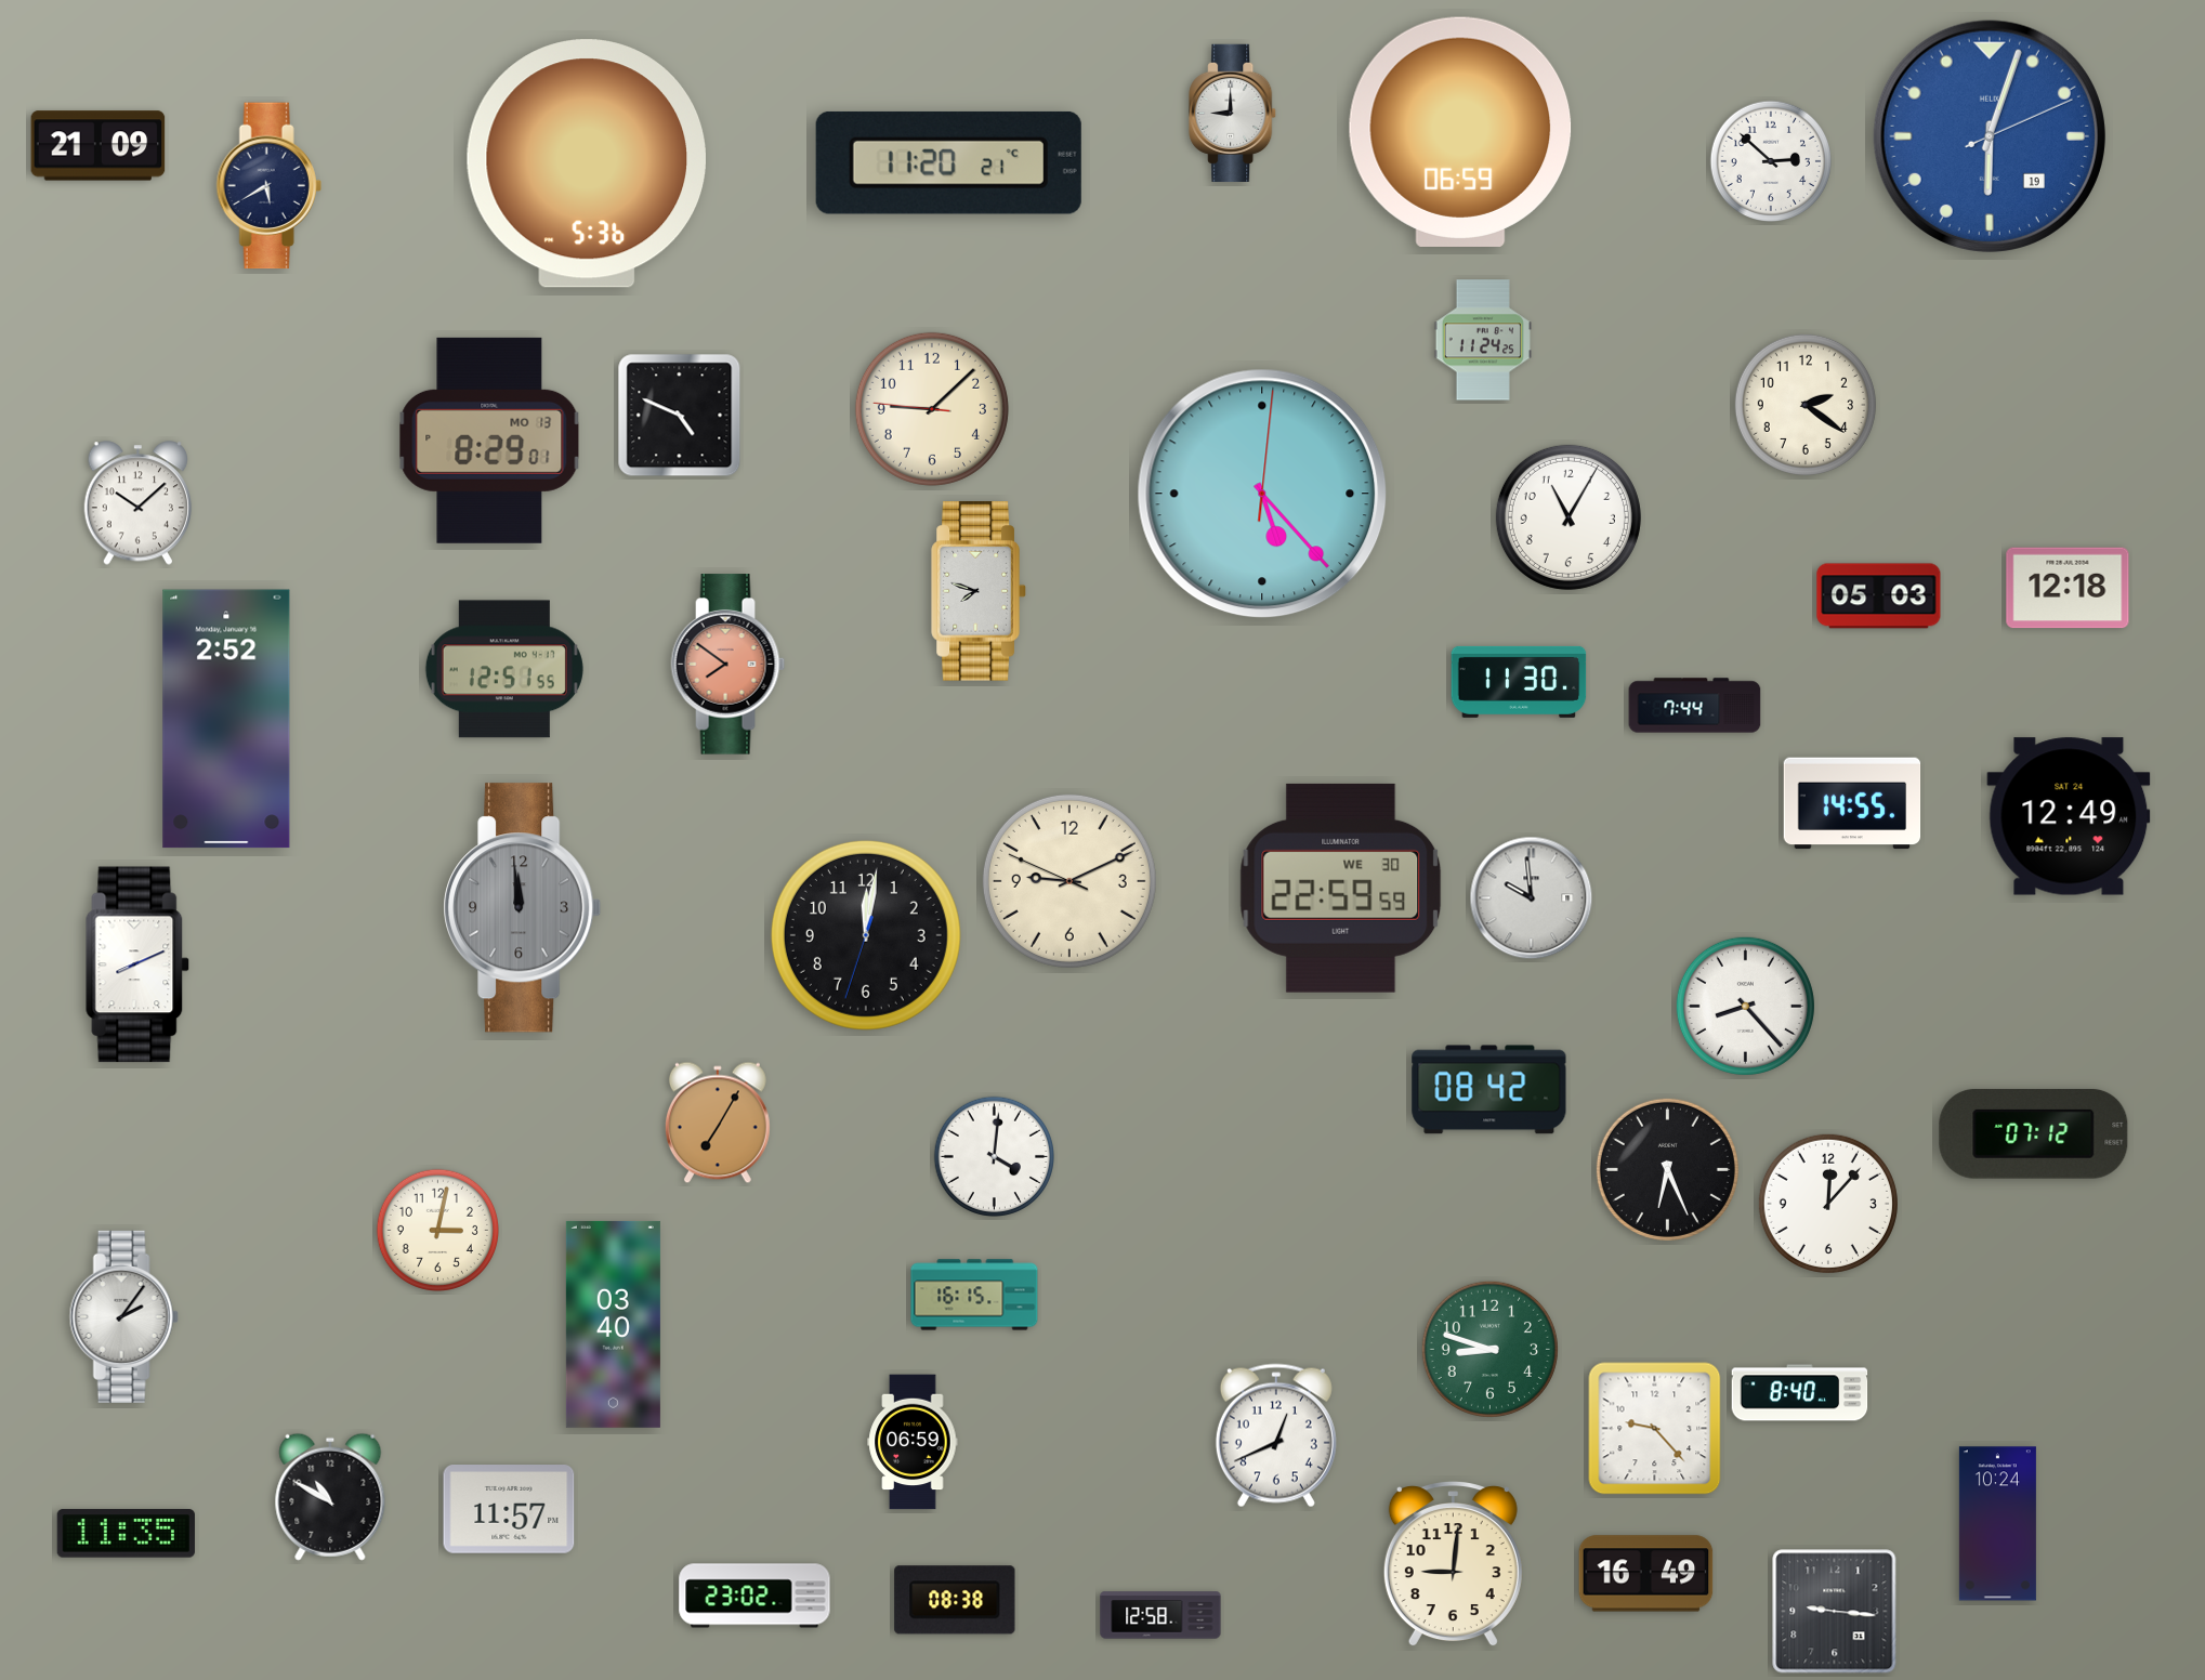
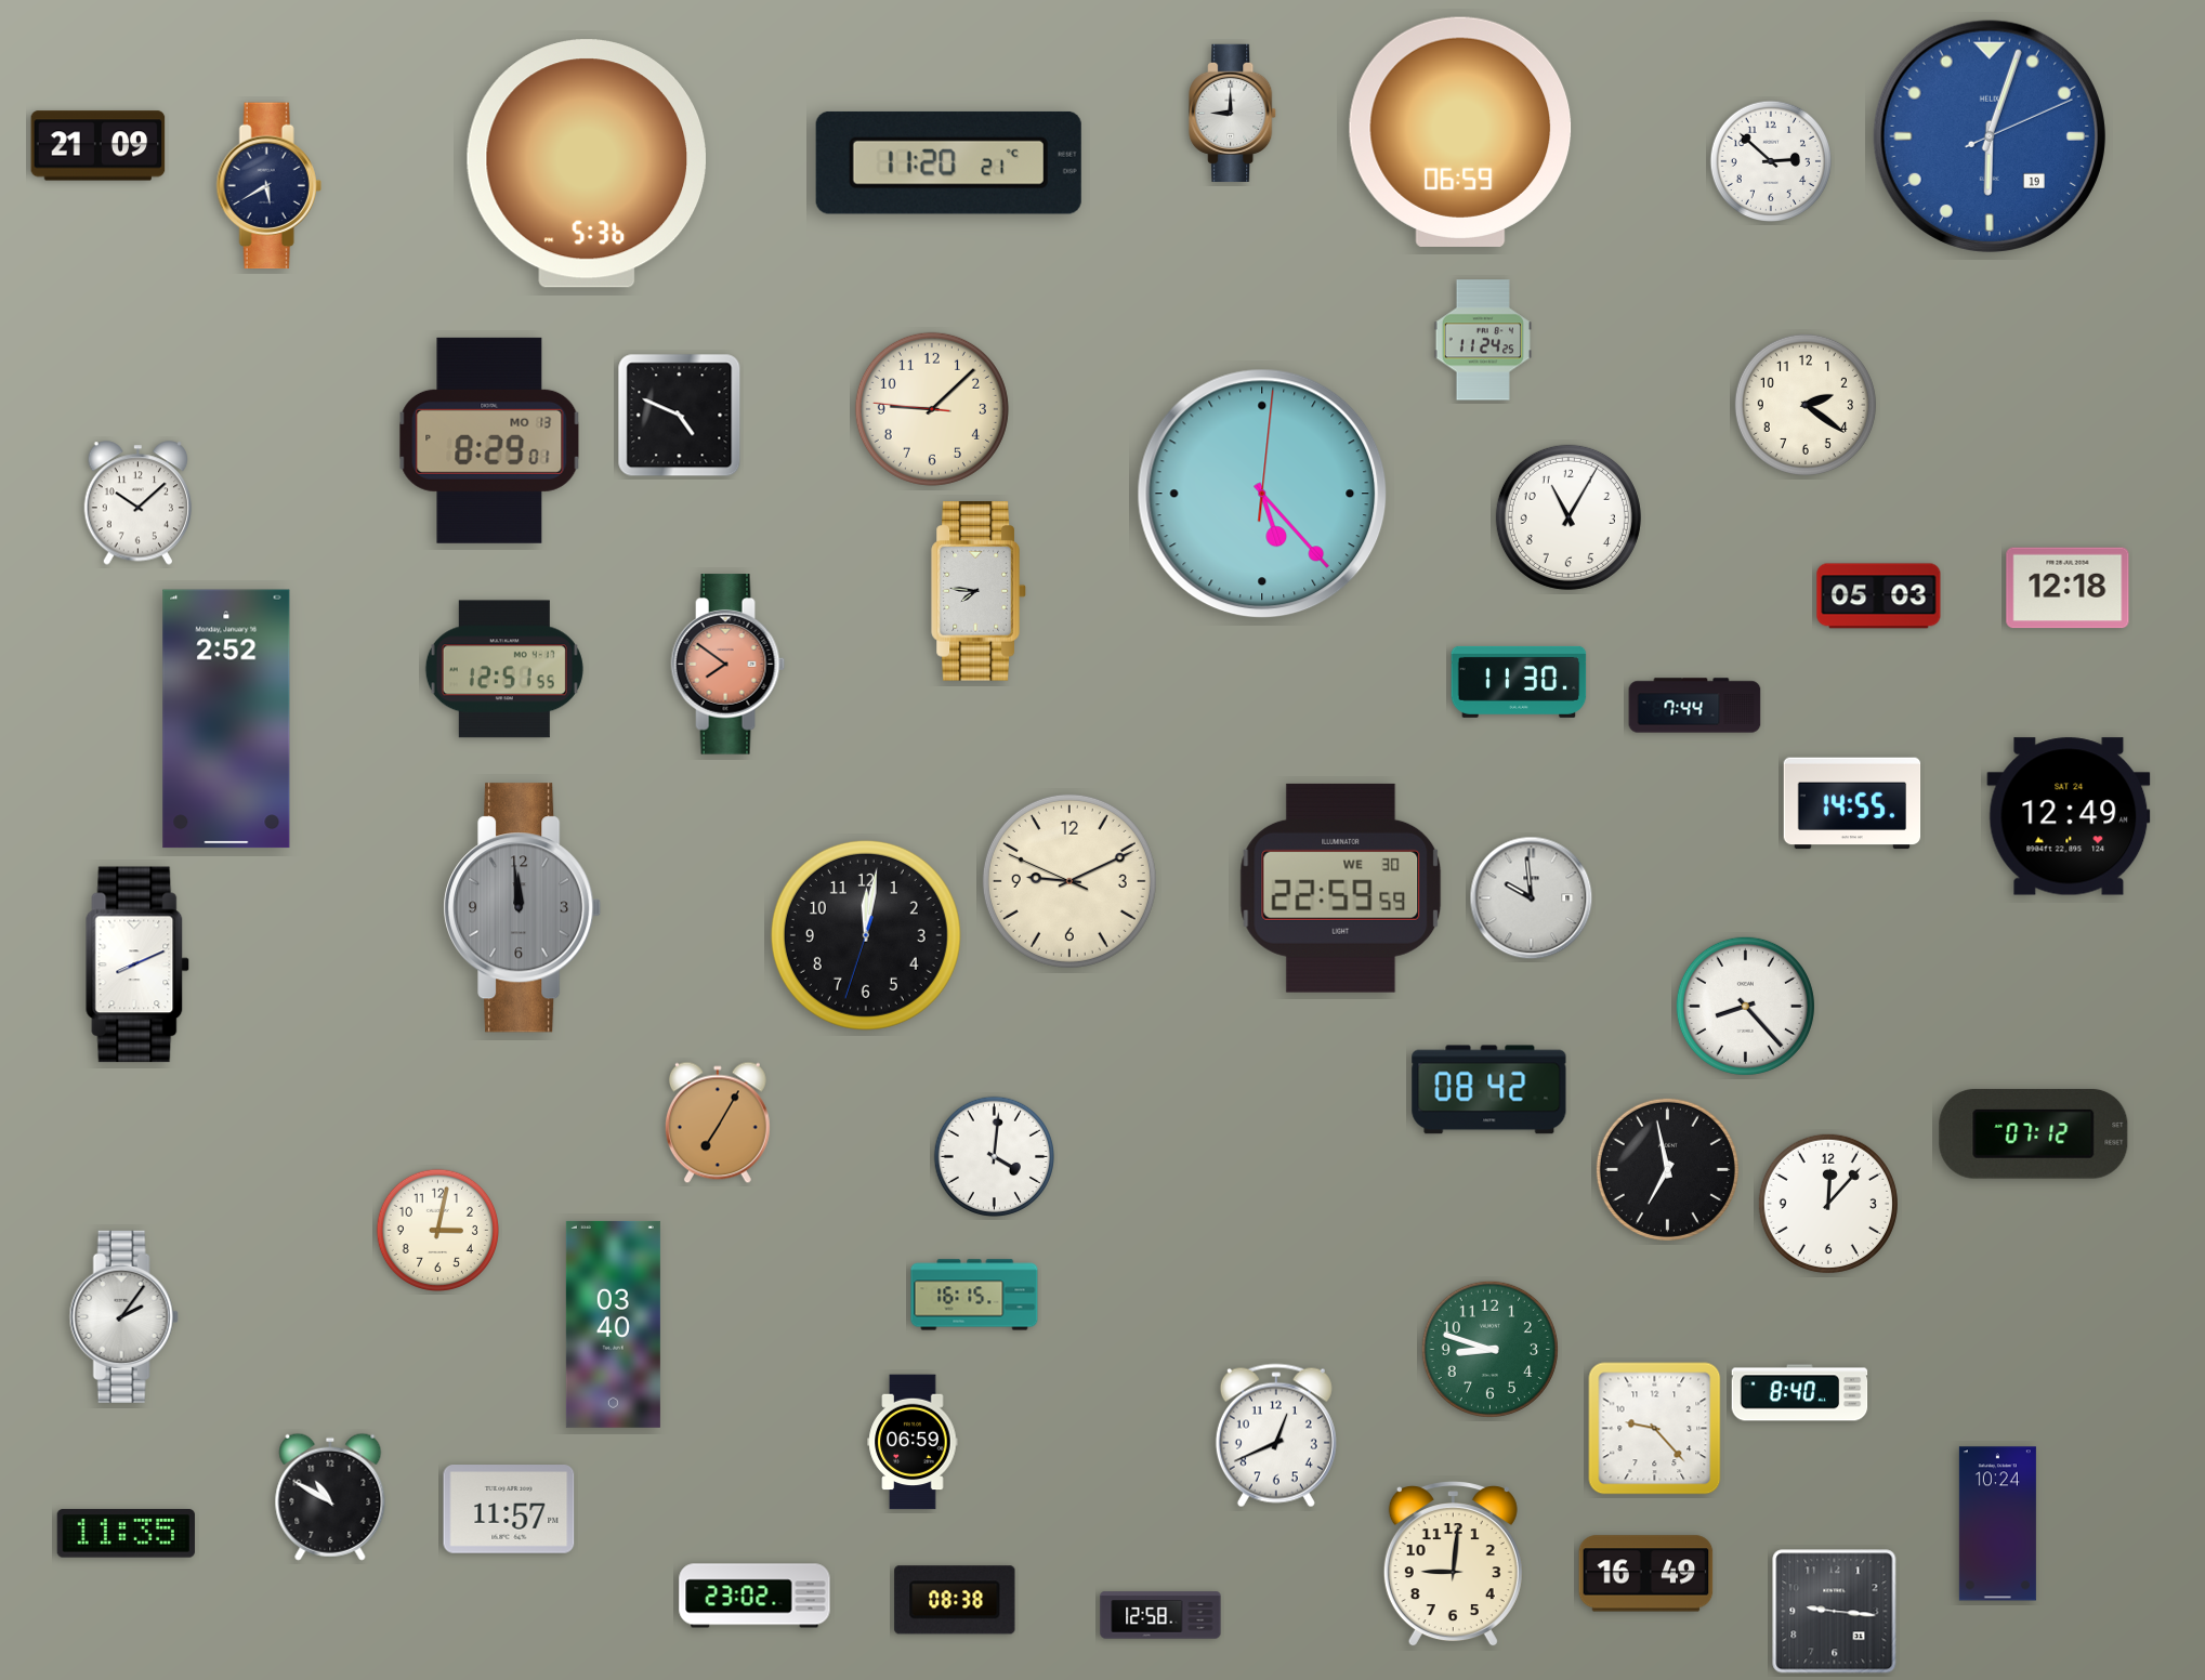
clock at (979, 591): 7:48 -> 7:46
clock at (1667, 1169): 6:26 -> 6:58
